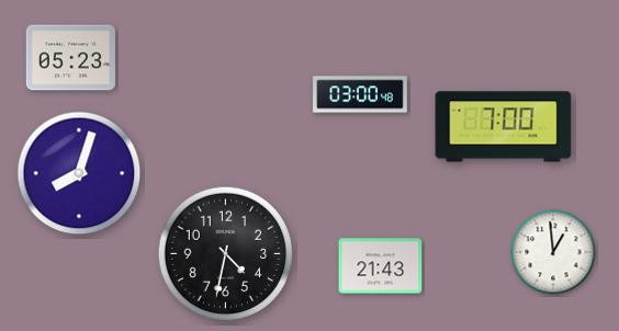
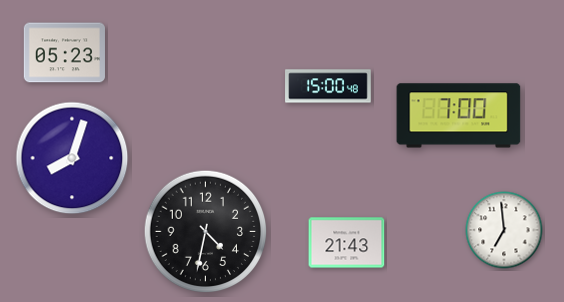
clock at (360, 94): 03:00 -> 15:00
clock at (553, 252): 12:59 -> 6:59
